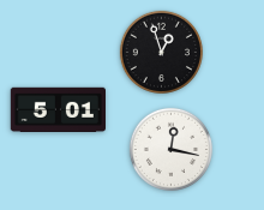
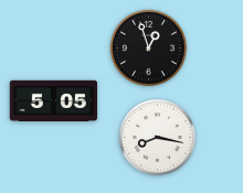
clock at (58, 109): 5:01 -> 5:05
clock at (170, 149): 12:17 -> 8:17
